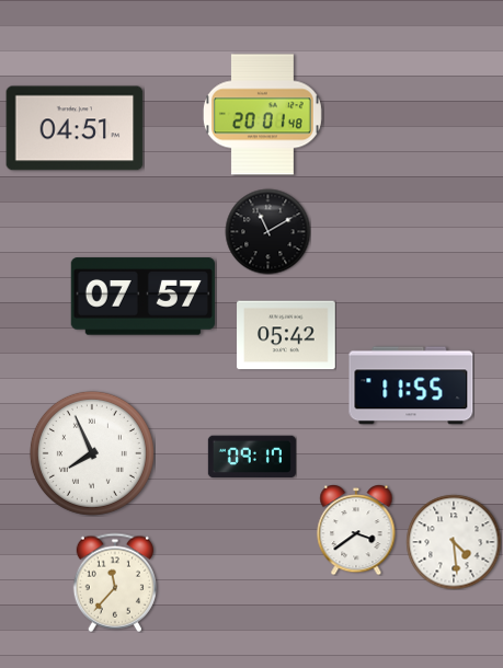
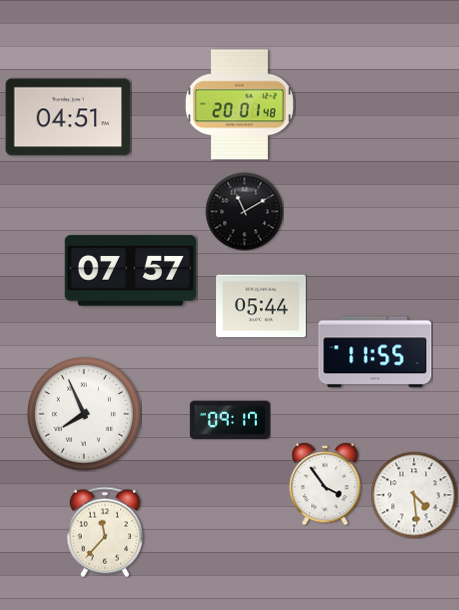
clock at (286, 335): 05:42 -> 05:44
clock at (252, 457) position: (252, 457) -> (230, 420)
clock at (356, 530): 3:39 -> 3:54
